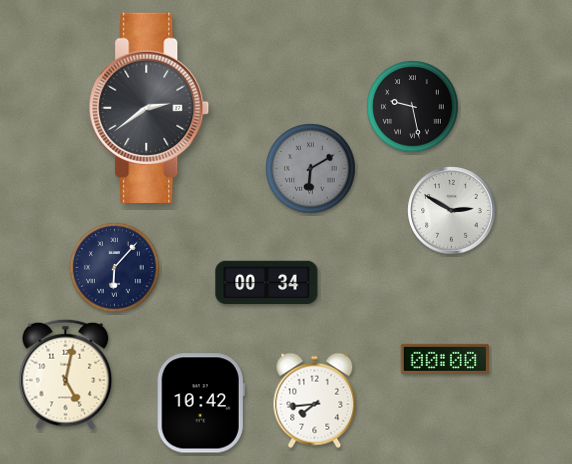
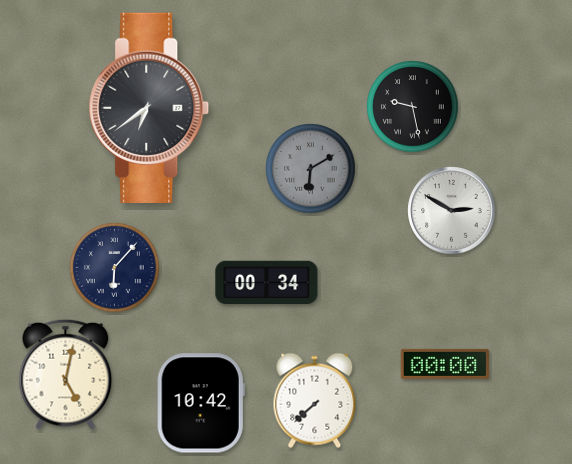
clock at (149, 108): 2:39 -> 6:39
clock at (445, 359) position: (445, 359) -> (445, 364)
clock at (315, 401): 7:44 -> 7:38
